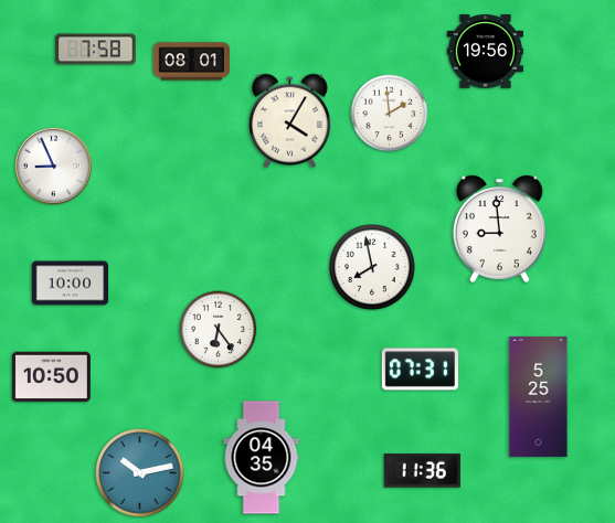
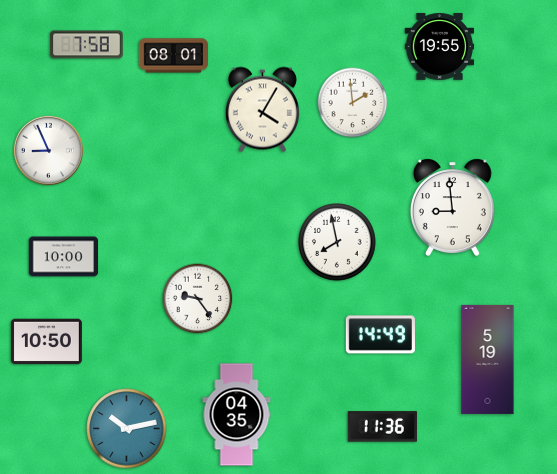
clock at (486, 52): 19:56 -> 19:55
clock at (219, 330): 6:24 -> 9:24
clock at (420, 370): 07:31 -> 14:49
clock at (539, 396): 5:25 -> 5:19
